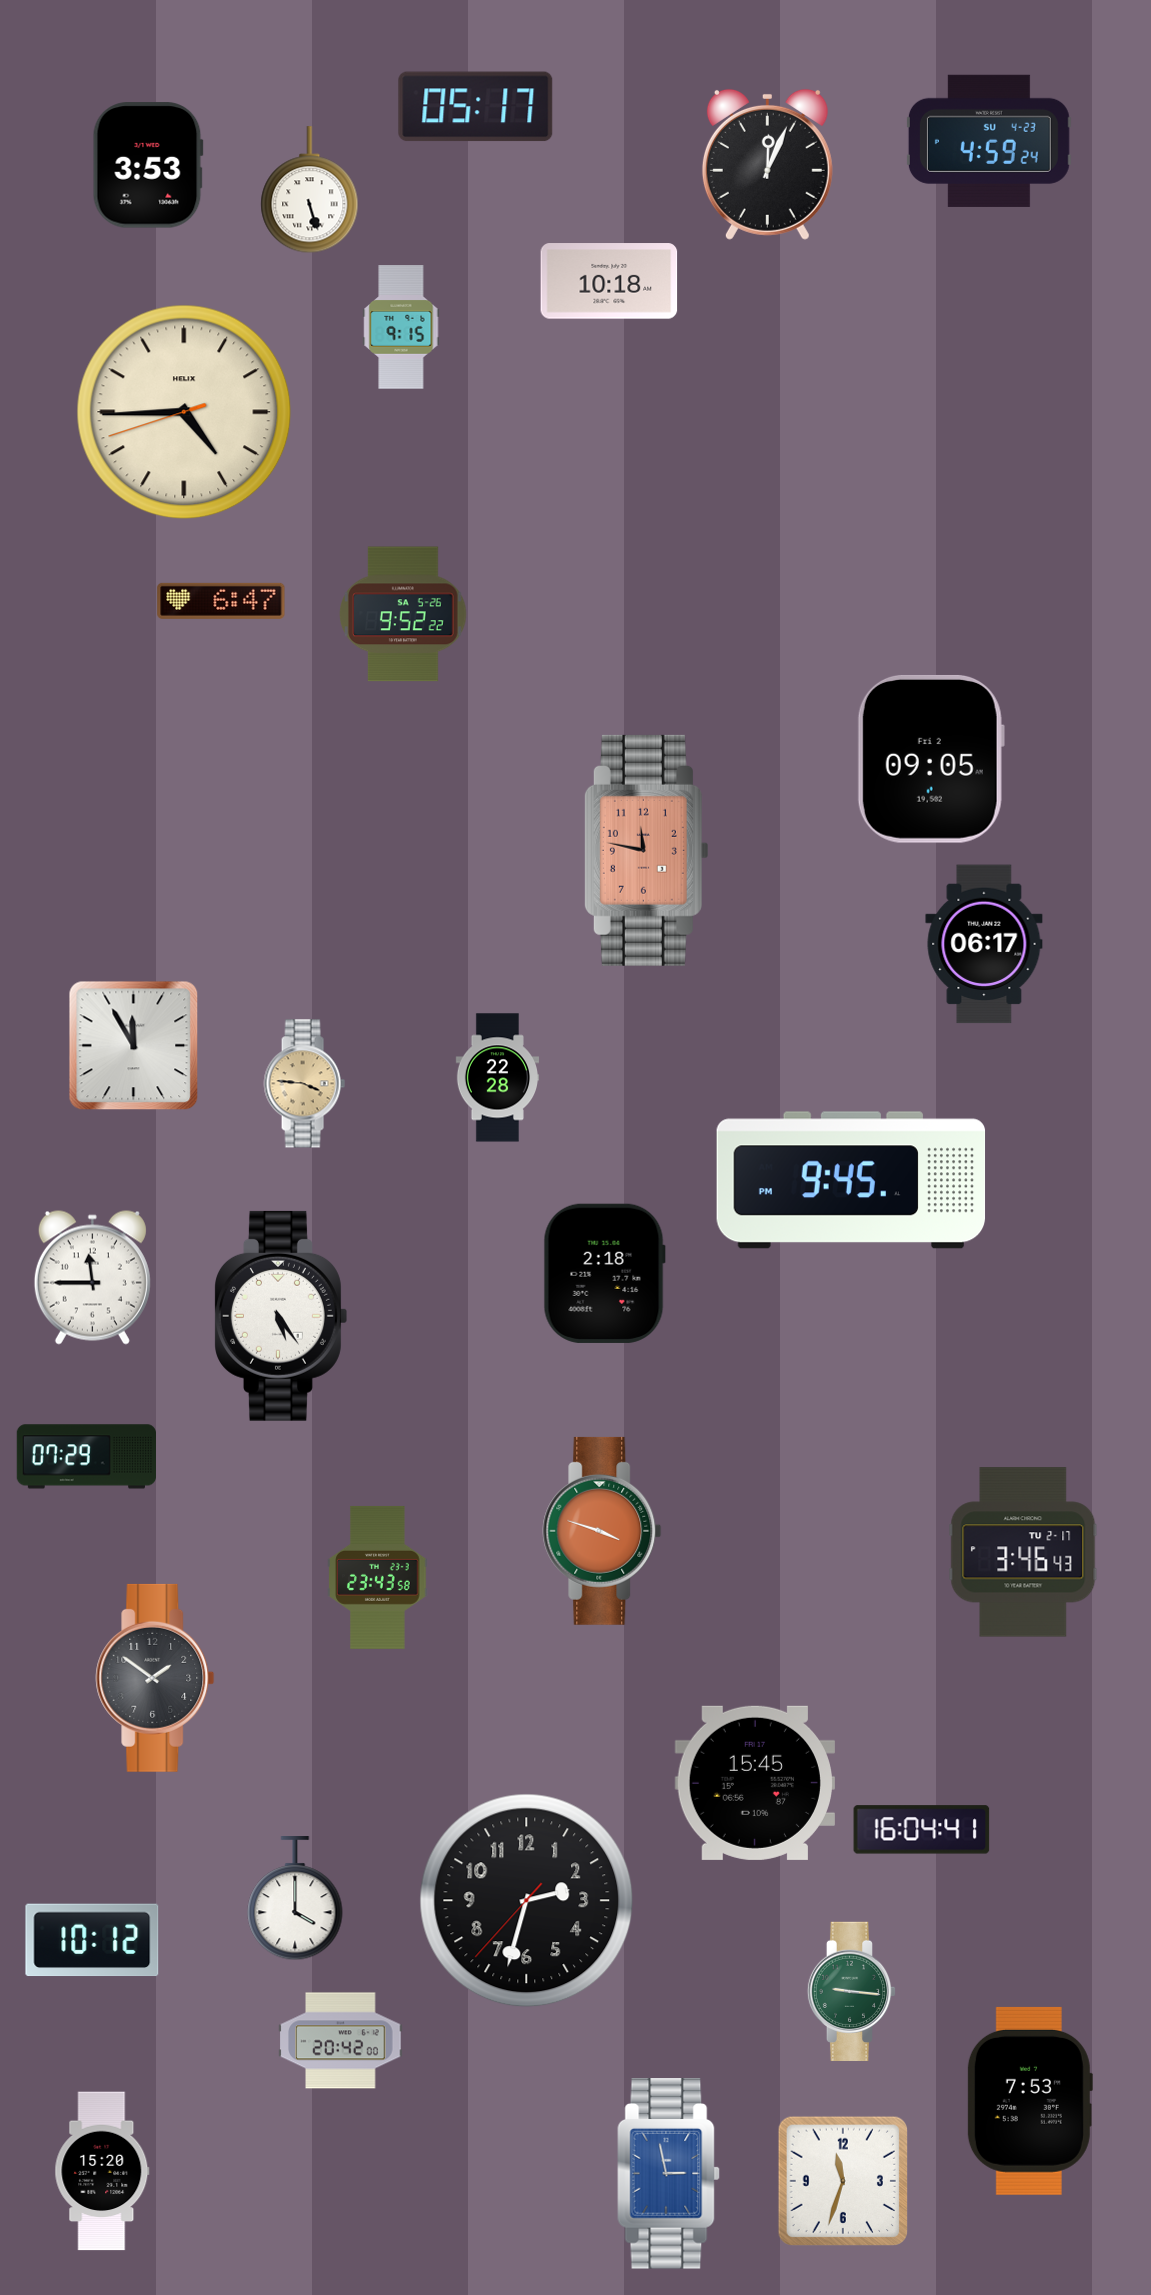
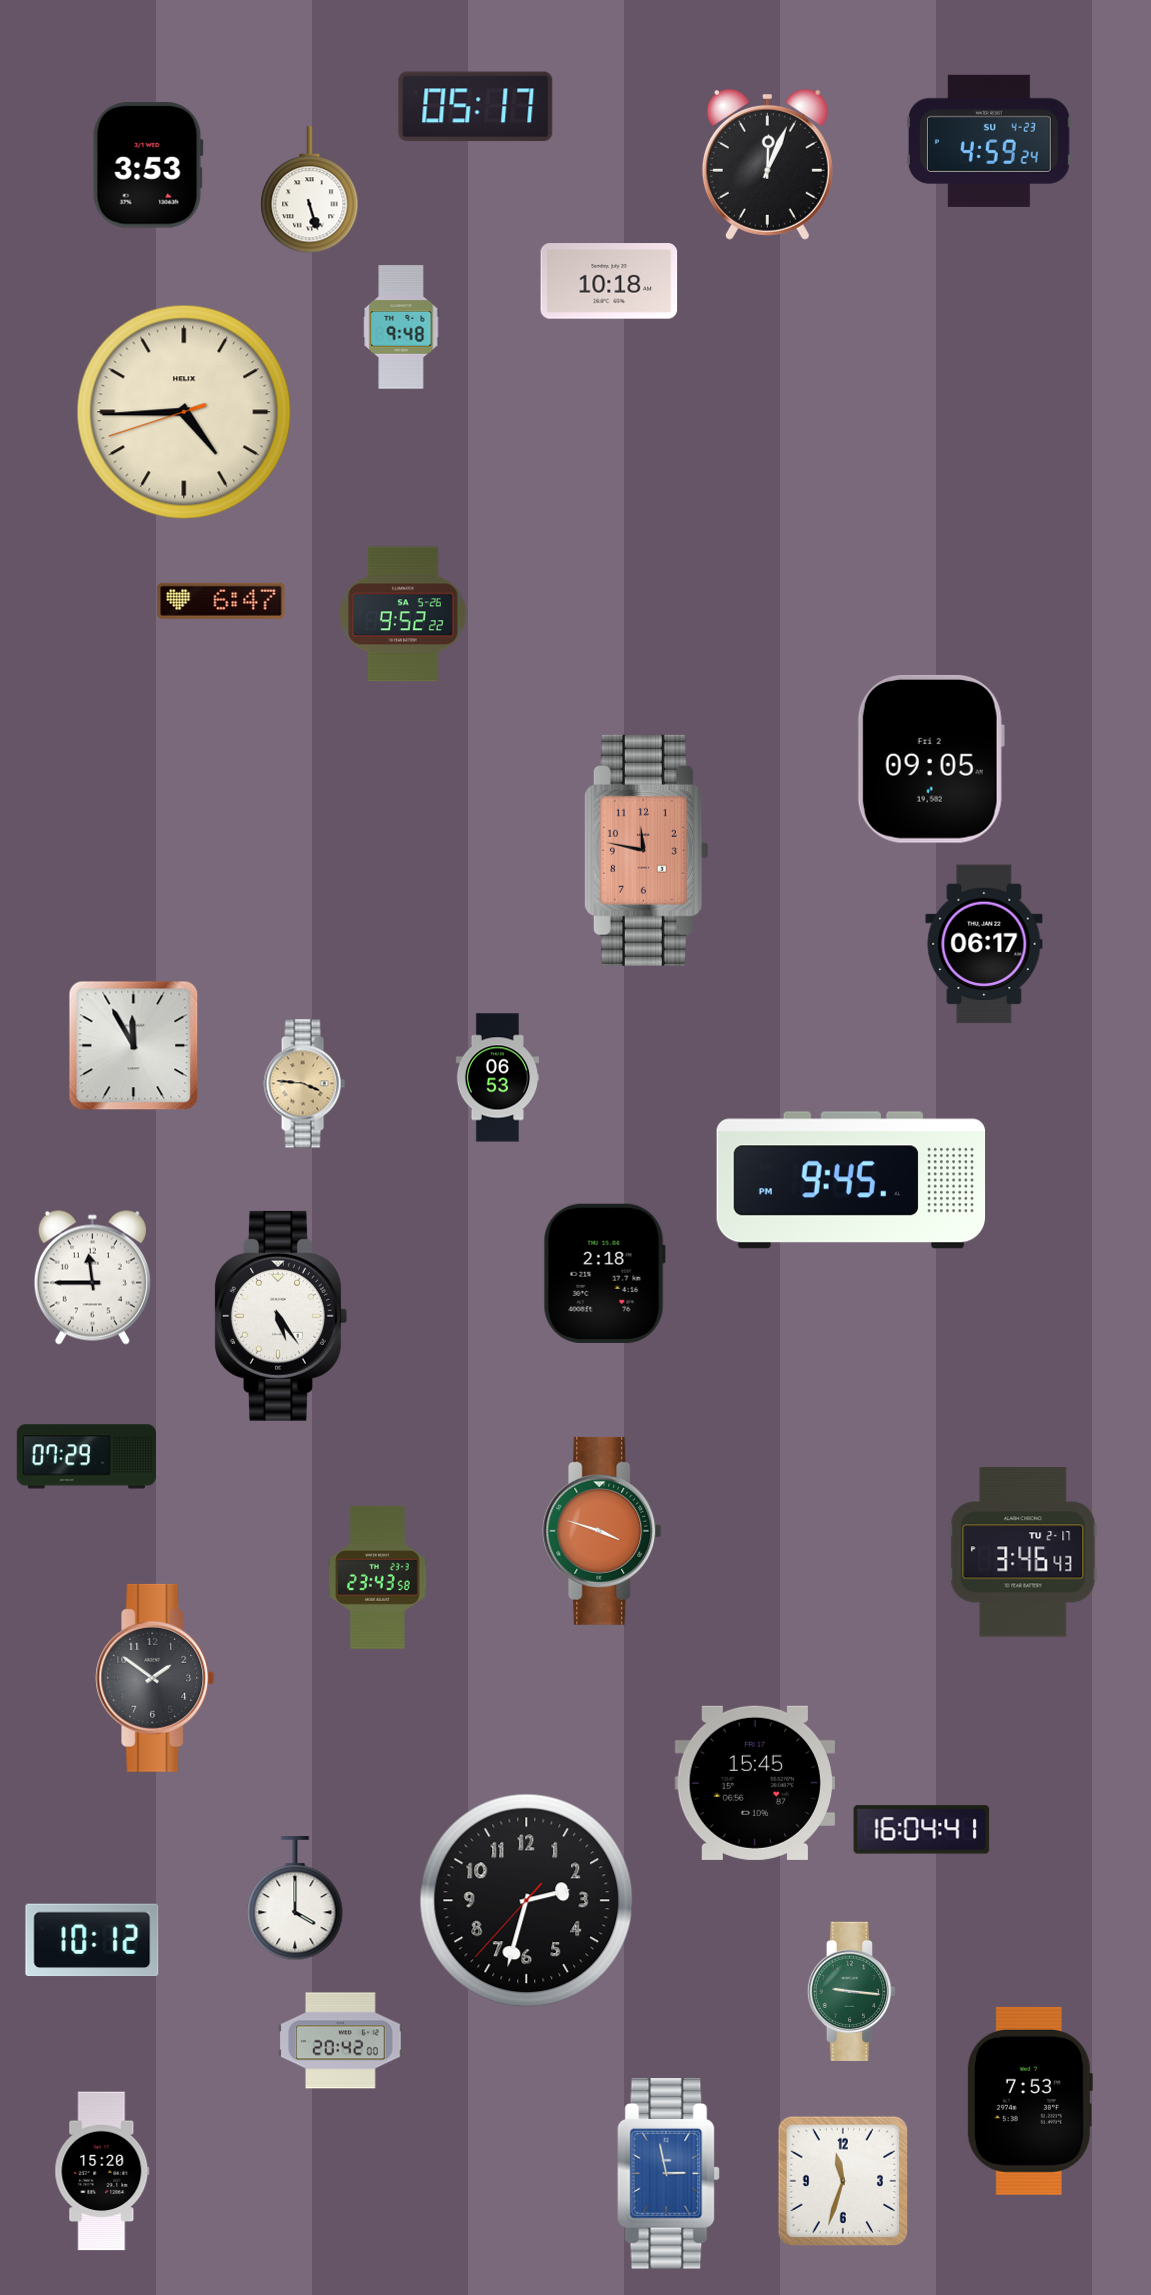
clock at (401, 327): 9:15 -> 9:48
clock at (498, 1078): 22:28 -> 06:53
